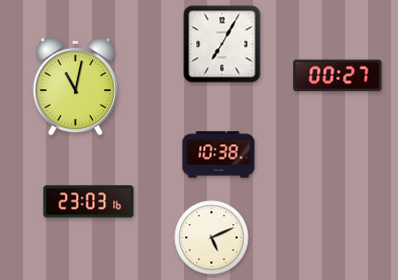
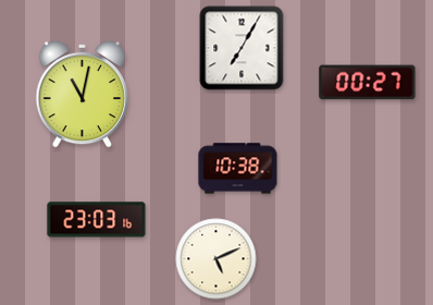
clock at (212, 238) position: (212, 238) -> (216, 259)
